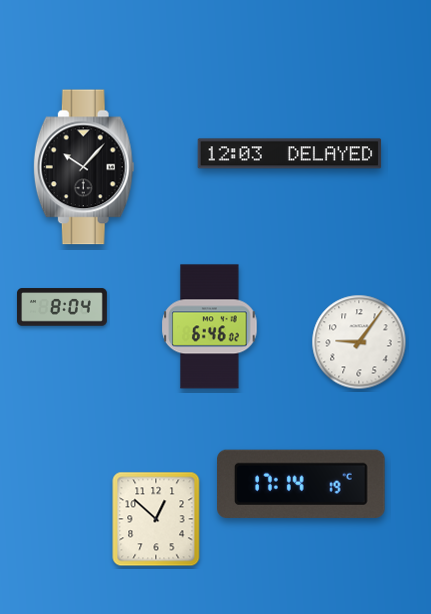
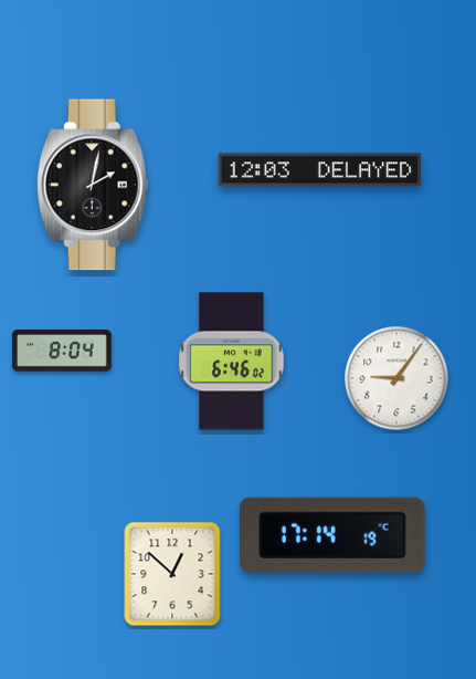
clock at (84, 167): 10:07 -> 2:02
clock at (63, 307) position: (63, 307) -> (63, 351)
